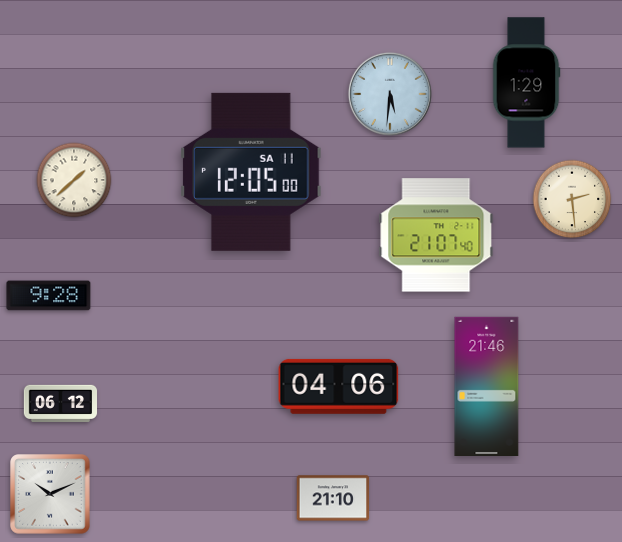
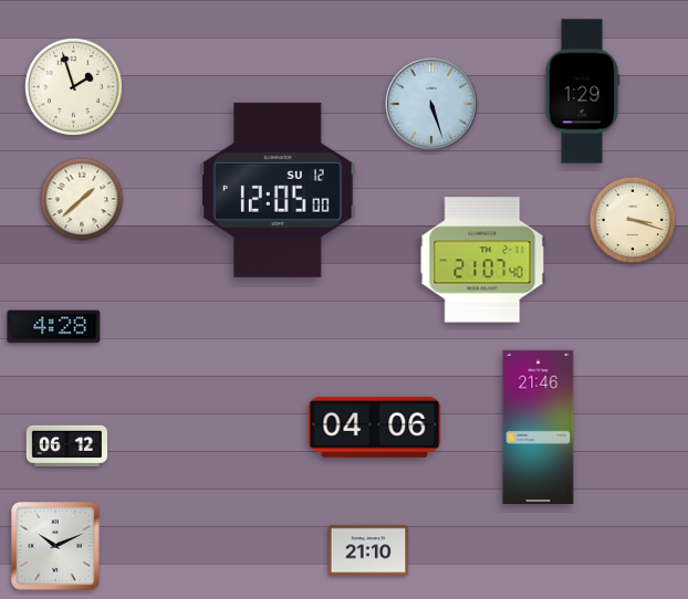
clock at (73, 86): none -> 1:57
clock at (390, 94): 5:31 -> 5:27
clock at (251, 172) date: SA 11 -> SU 12
clock at (572, 199): 2:29 -> 3:18
clock at (49, 296): 9:28 -> 4:28
